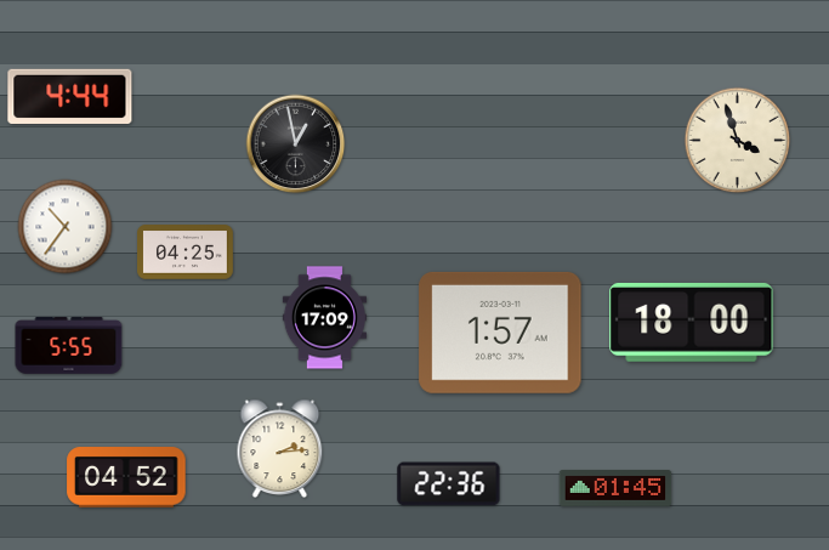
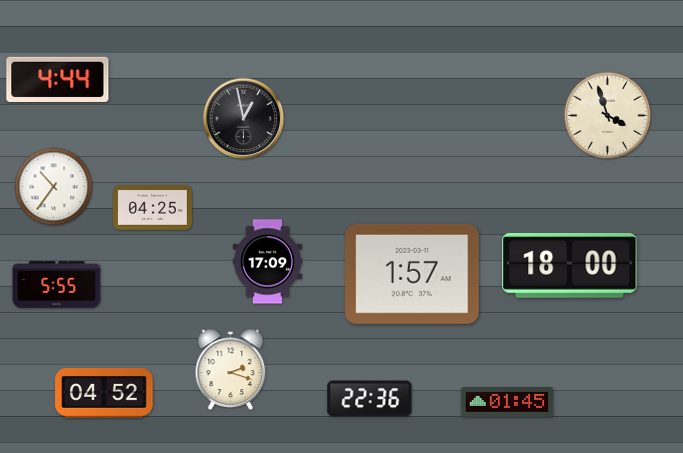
clock at (280, 449): 2:14 -> 2:18
